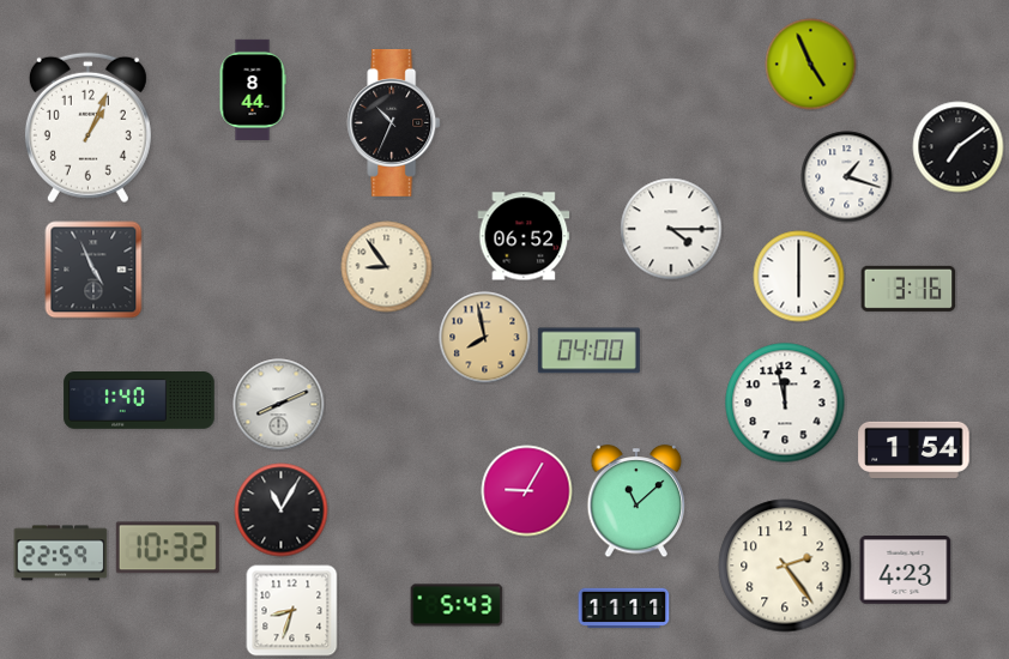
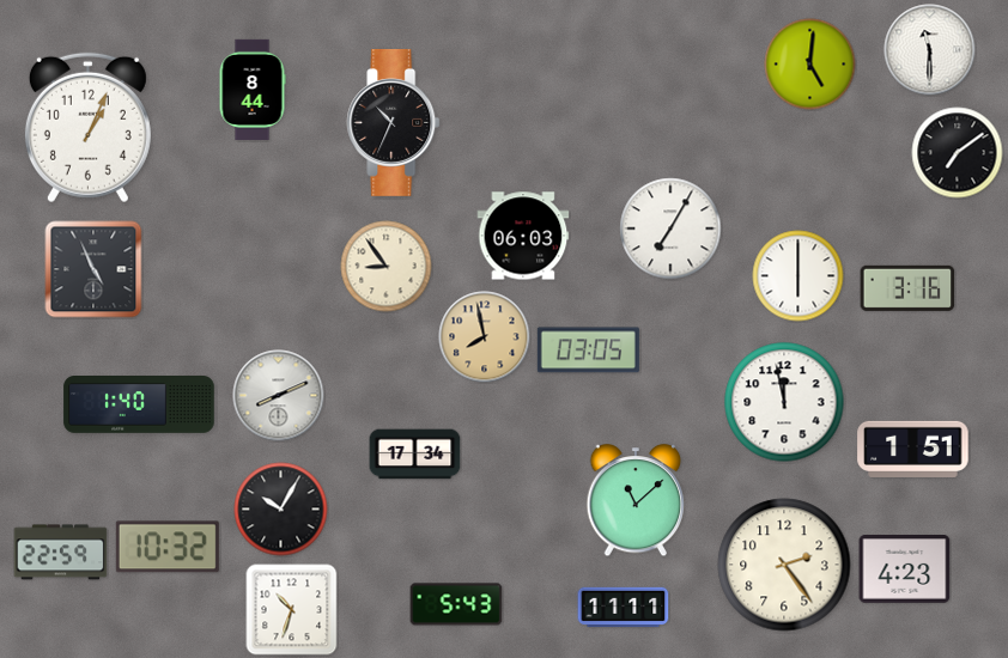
clock at (930, 50): none -> 11:30
clock at (811, 65): 4:56 -> 5:01
clock at (959, 147) position: (959, 147) -> (958, 153)
clock at (847, 177): 1:18 -> none
clock at (671, 229): 4:15 -> 7:05
clock at (524, 236): 06:52 -> 06:03
clock at (588, 351): 04:00 -> 03:05
clock at (139, 401) position: (139, 401) -> (139, 406)
clock at (279, 405) position: (279, 405) -> (279, 396)
clock at (914, 449): 1:54 -> 1:51
clock at (415, 455): none -> 17:34
clock at (527, 491): 9:05 -> none
clock at (282, 510): 11:05 -> 10:05
clock at (292, 611): 8:33 -> 10:33
